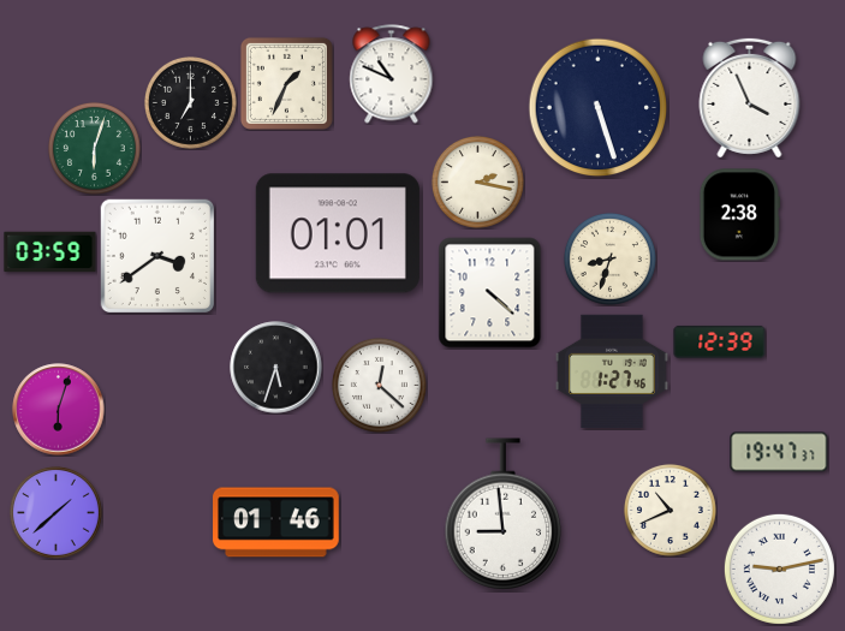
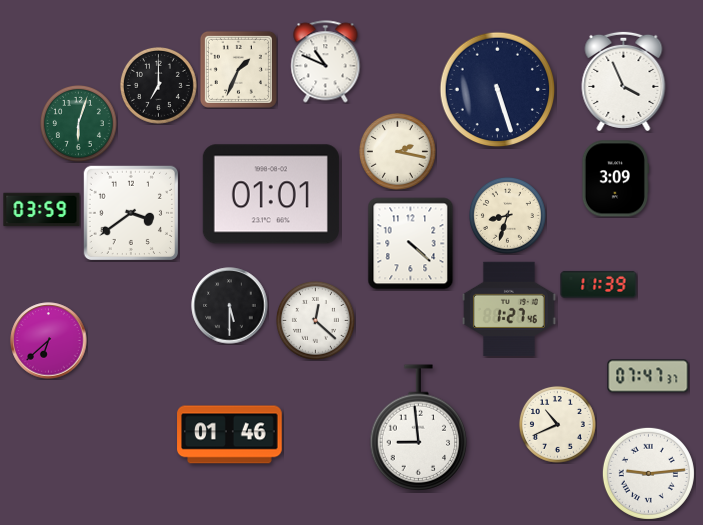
clock at (738, 215): 2:38 -> 3:09
clock at (338, 233) position: (338, 233) -> (271, 194)
clock at (490, 293) position: (490, 293) -> (411, 244)
clock at (720, 341): 12:39 -> 11:39
clock at (276, 368): 5:33 -> 5:30
clock at (59, 410): 6:03 -> 6:38
clock at (779, 452): 19:47 -> 07:47
clock at (55, 512): 1:38 -> none
clock at (779, 569): 9:13 -> 9:14
